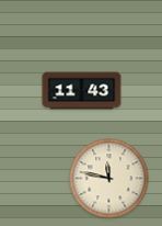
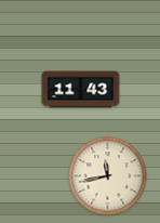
clock at (109, 179): 11:47 -> 11:43
